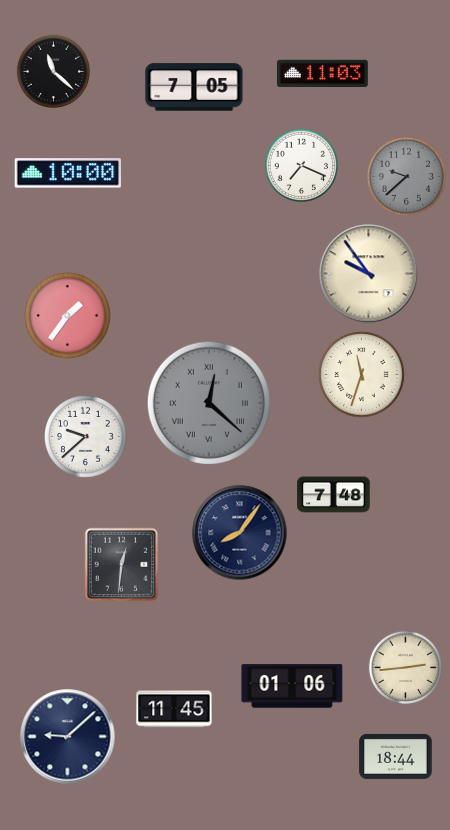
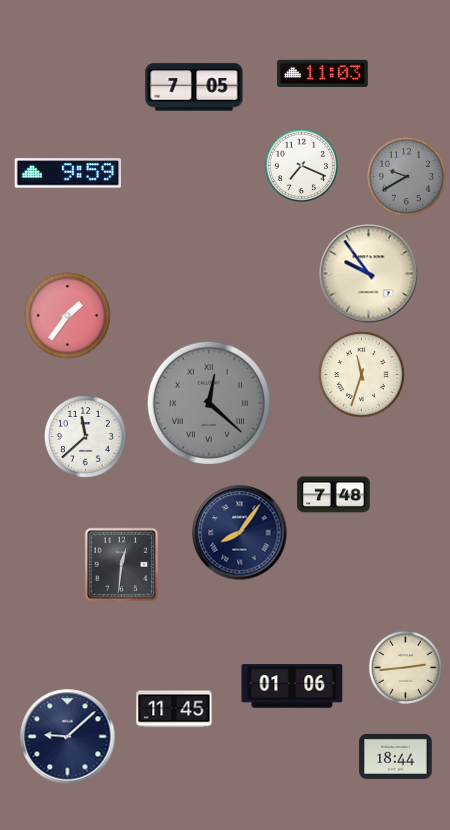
clock at (54, 72): 11:22 -> none
clock at (67, 173): 10:00 -> 9:59
clock at (406, 176): 9:38 -> 9:40
clock at (86, 437): 9:38 -> 11:38
